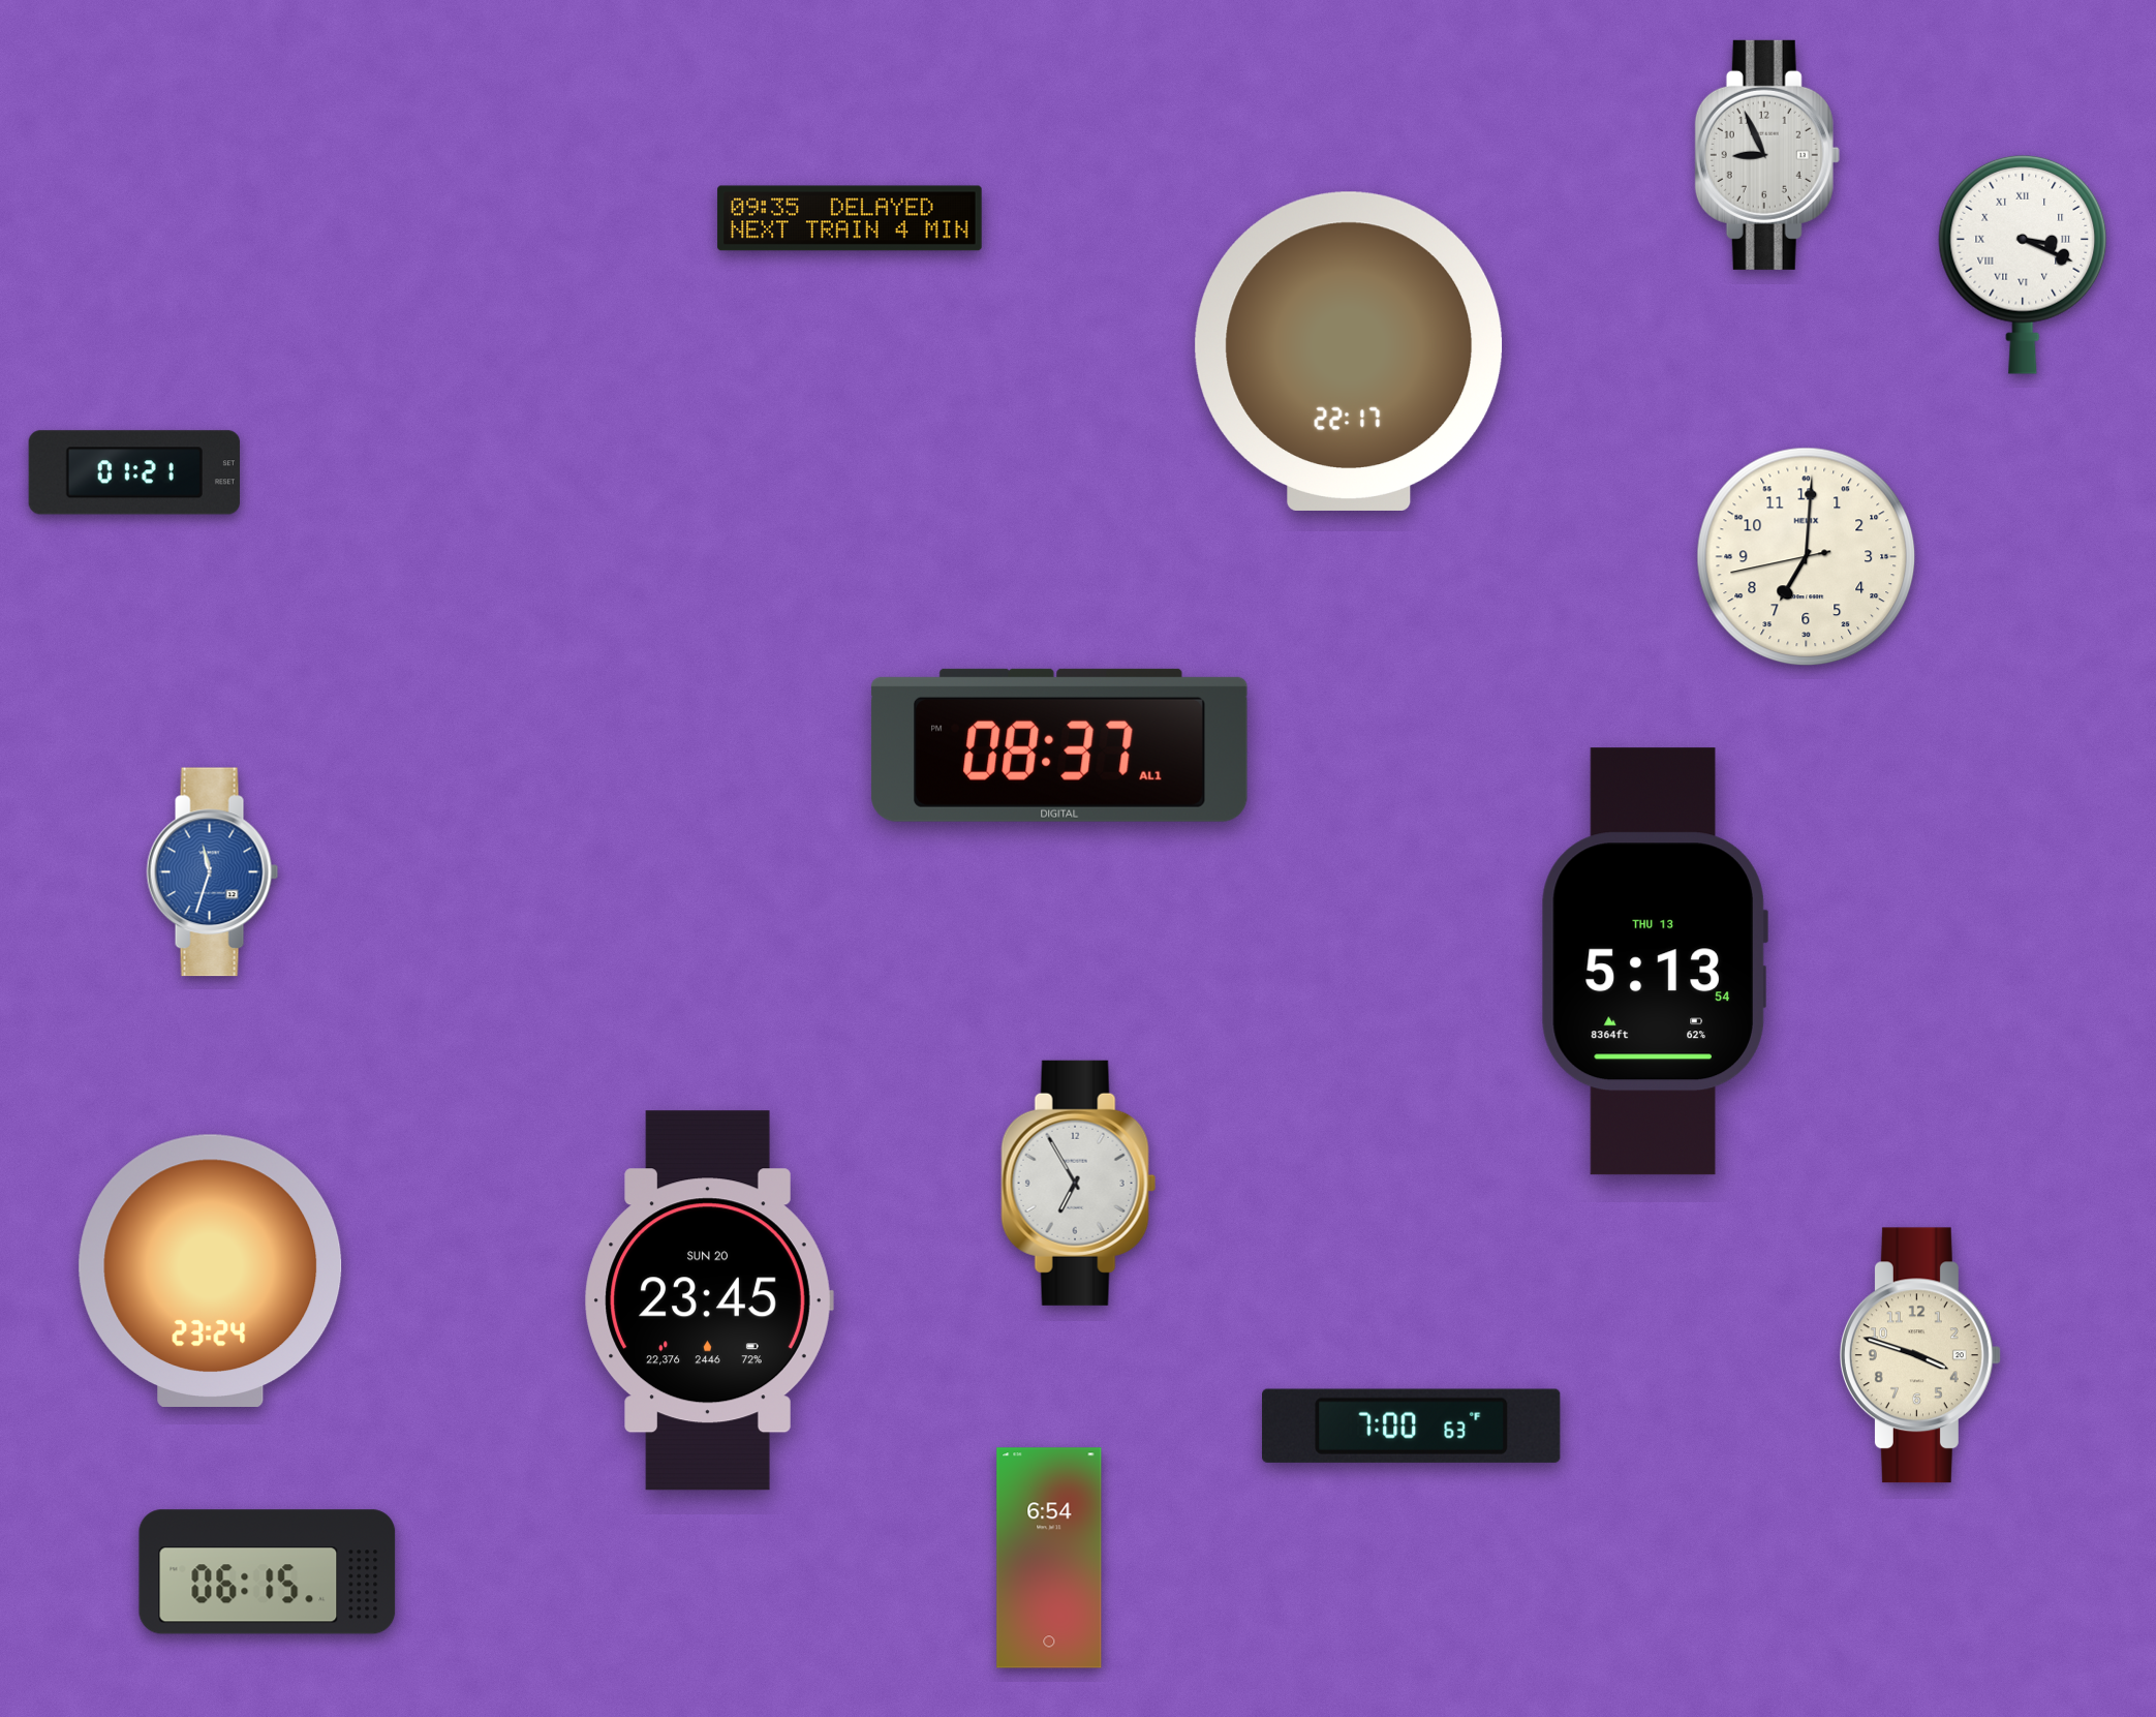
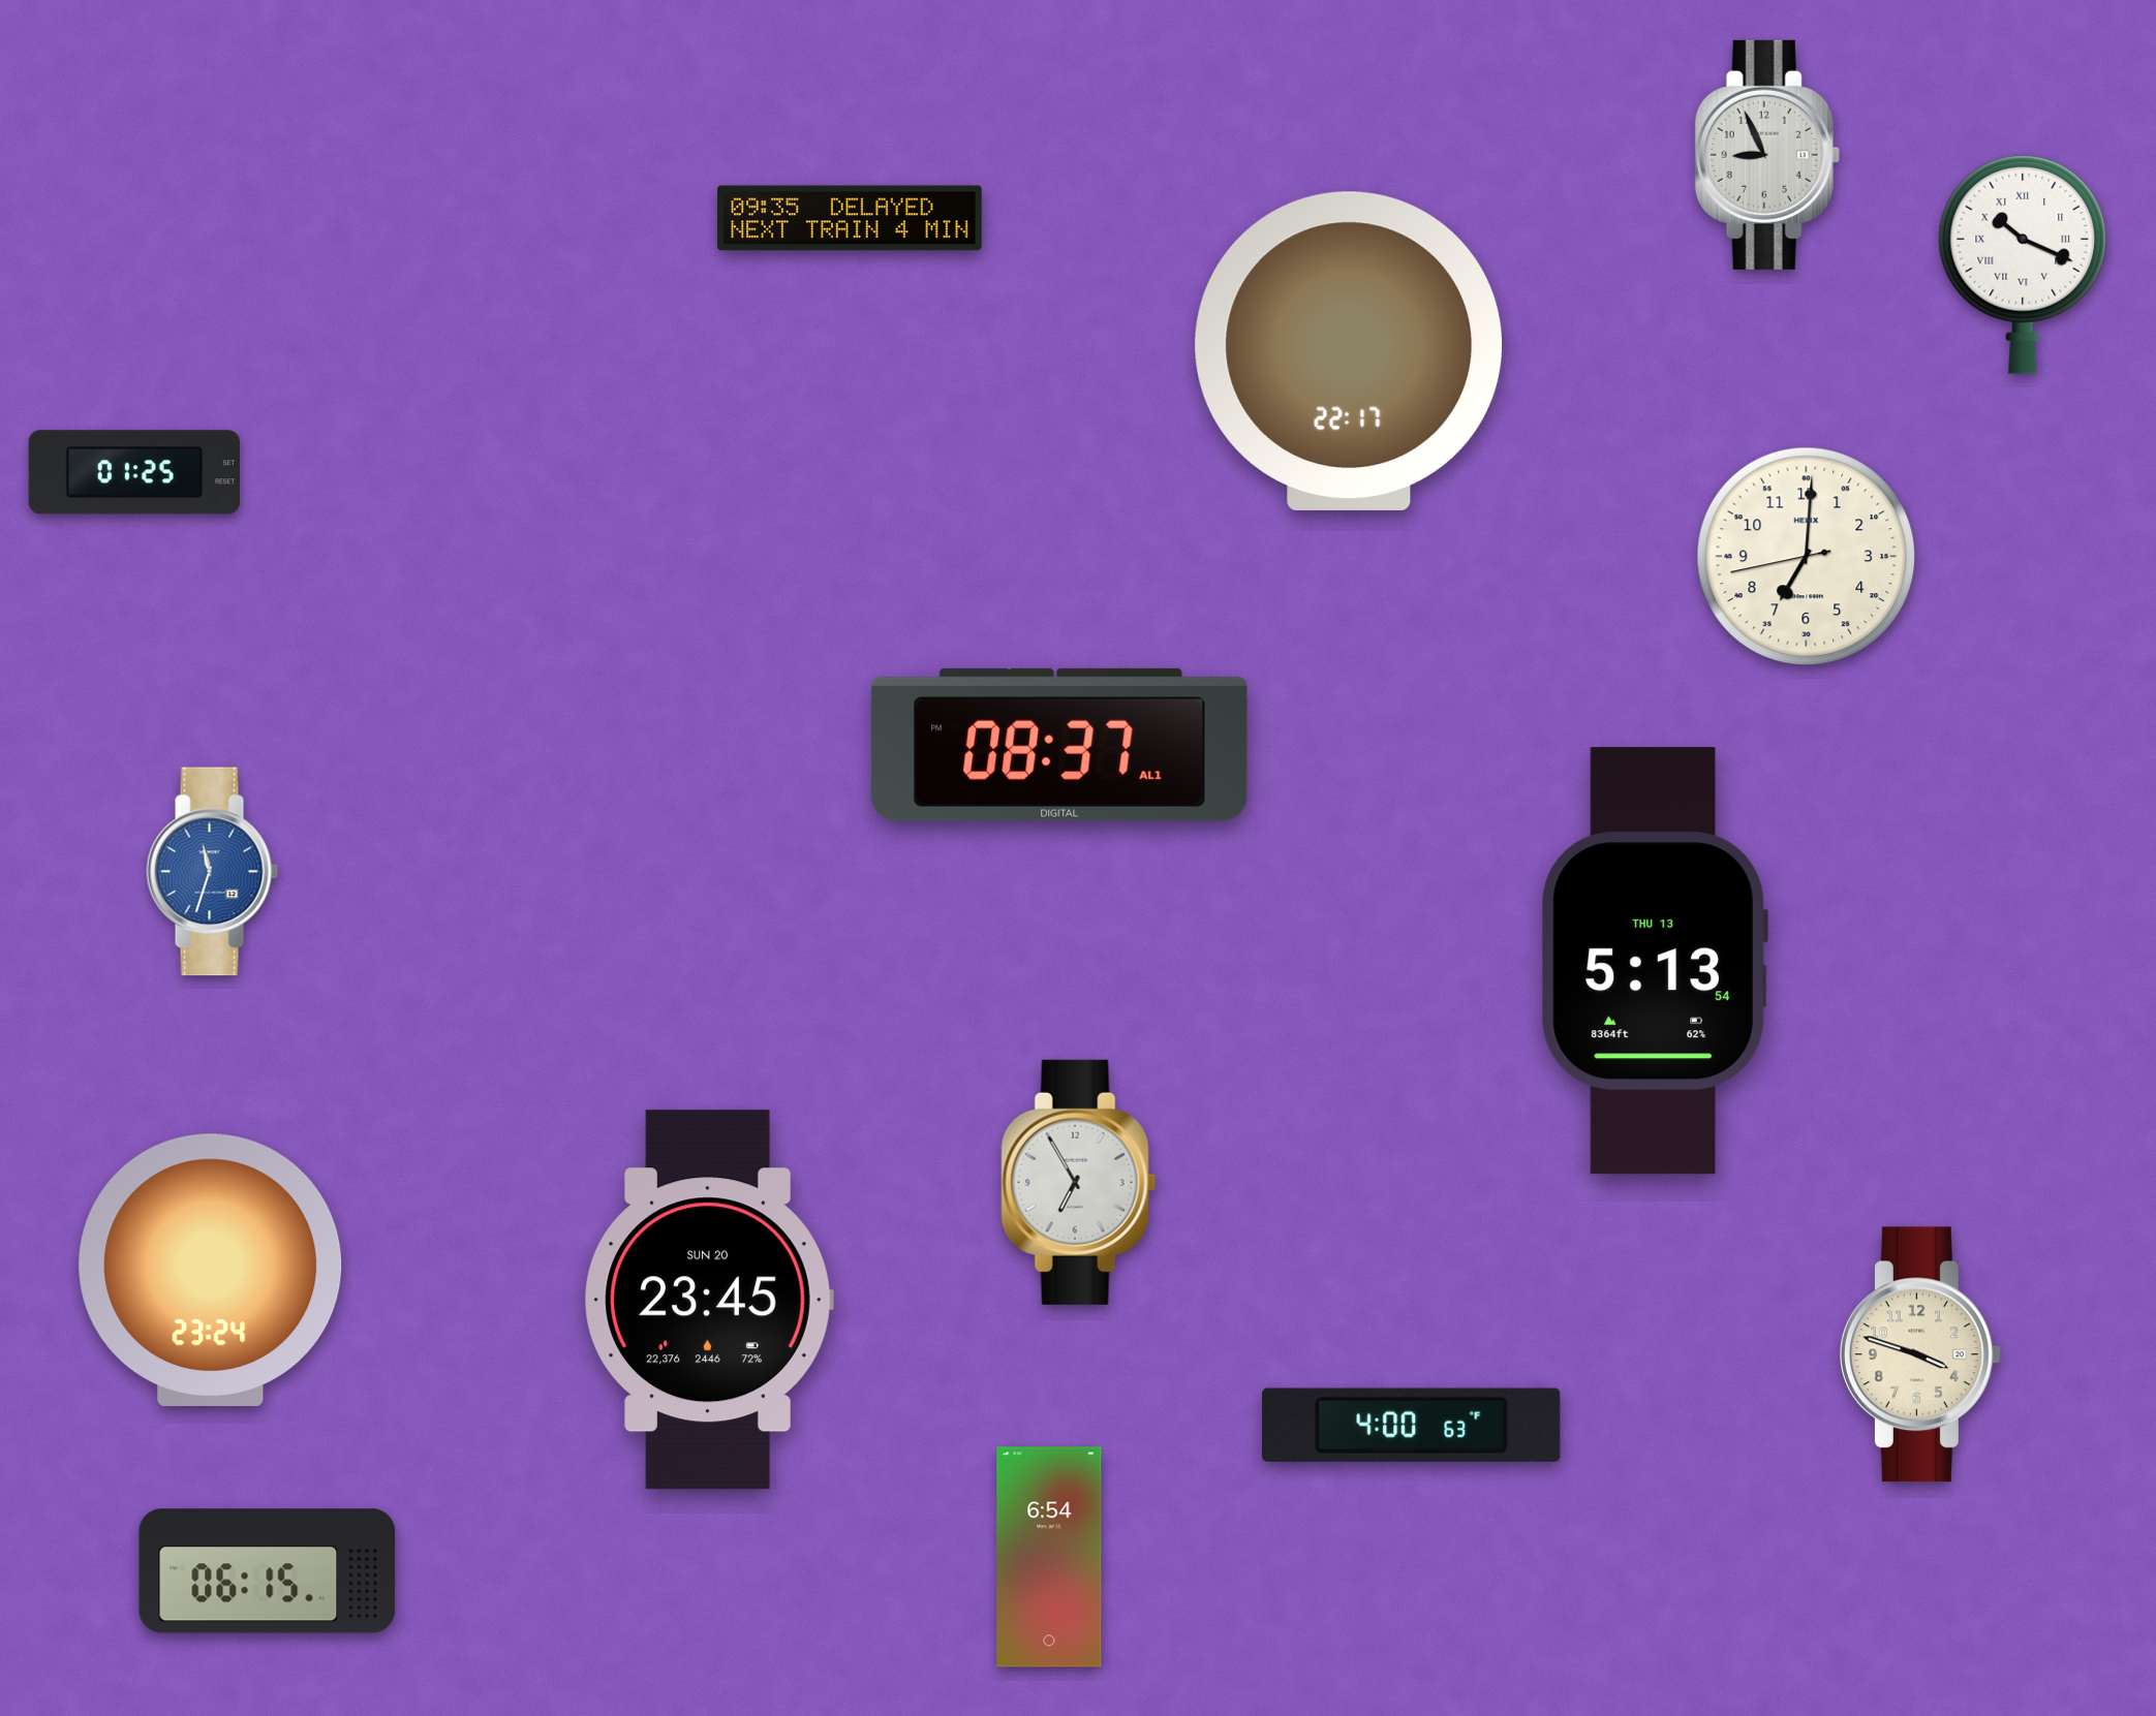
clock at (2023, 265): 3:19 -> 10:19
clock at (134, 472): 01:21 -> 01:25
clock at (1412, 1425): 7:00 -> 4:00
